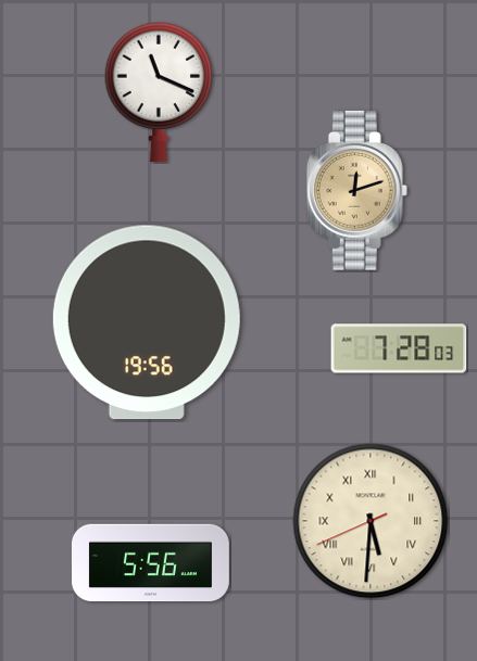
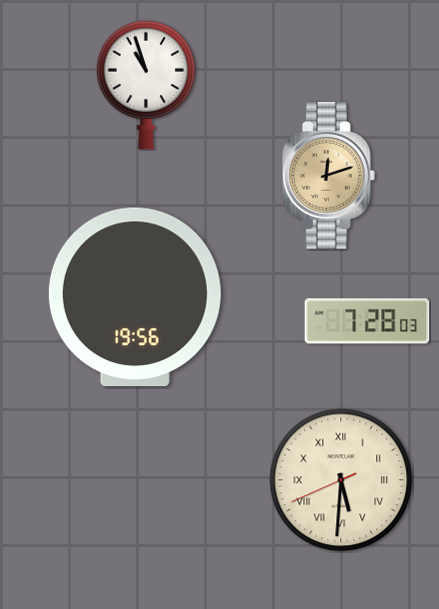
clock at (159, 92): 11:19 -> 10:57
clock at (150, 563): 5:56 -> none
